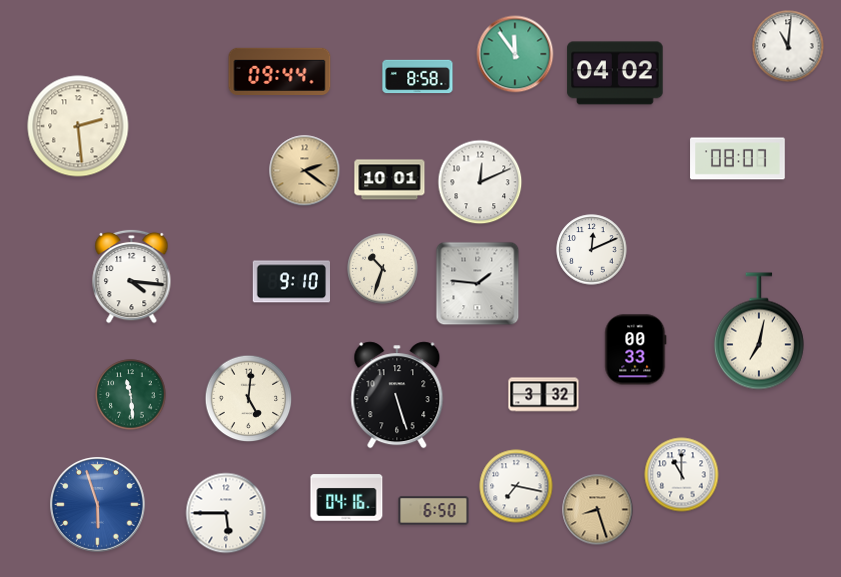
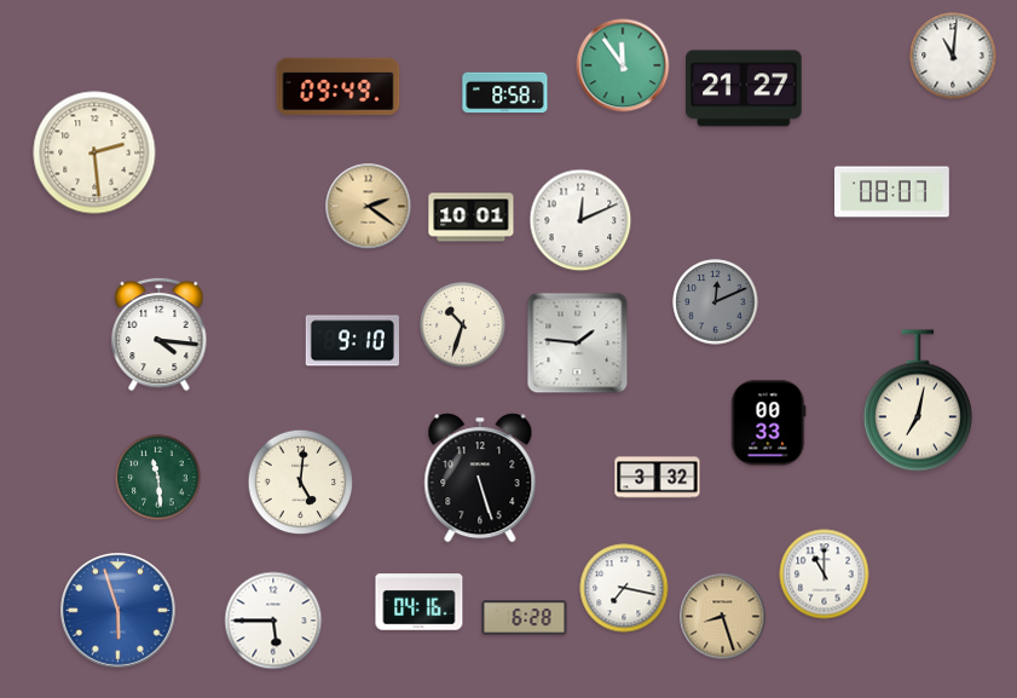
clock at (280, 71): 09:44 -> 09:49
clock at (615, 73): 04:02 -> 21:27
clock at (592, 250) dial: white -> grey
clock at (434, 511): 6:50 -> 6:28
